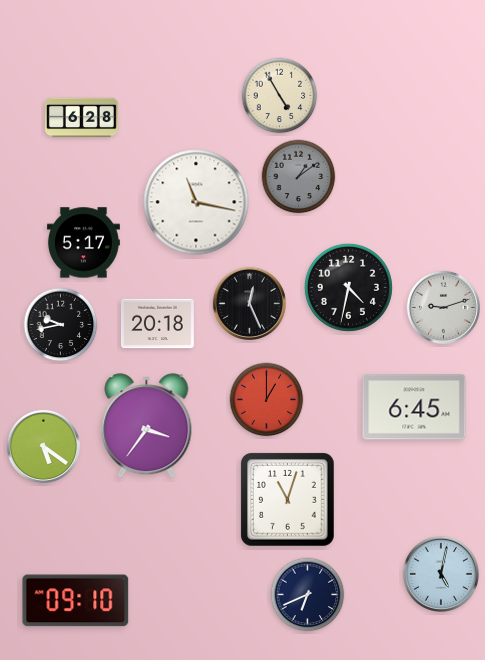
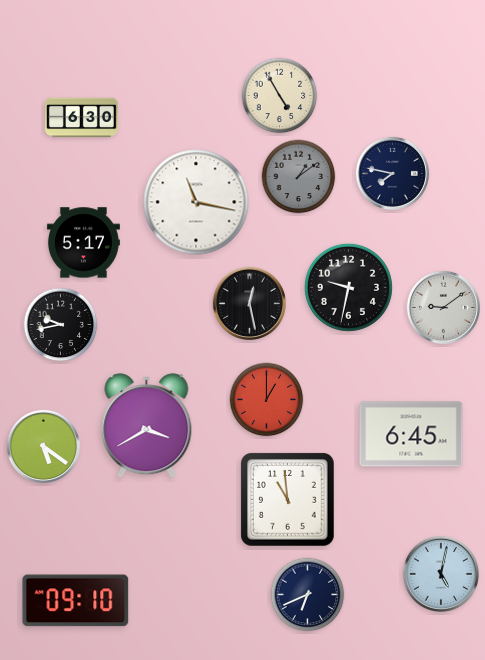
clock at (81, 118): 6:28 -> 6:30
clock at (392, 173): none -> 7:47
clock at (348, 287): 4:32 -> 9:32
clock at (249, 303): 12:26 -> 12:28
clock at (443, 307): 9:12 -> 9:09
clock at (157, 324): 20:18 -> none
clock at (414, 407) position: (414, 407) -> (411, 434)
clock at (147, 426): 3:36 -> 3:40
clock at (288, 500): 11:03 -> 10:59
